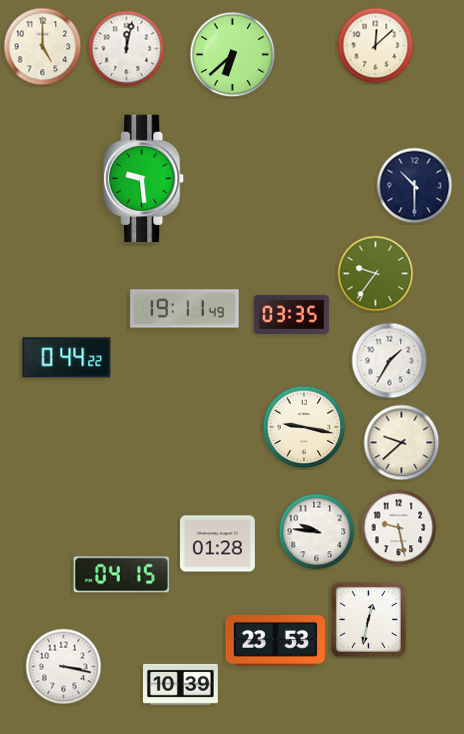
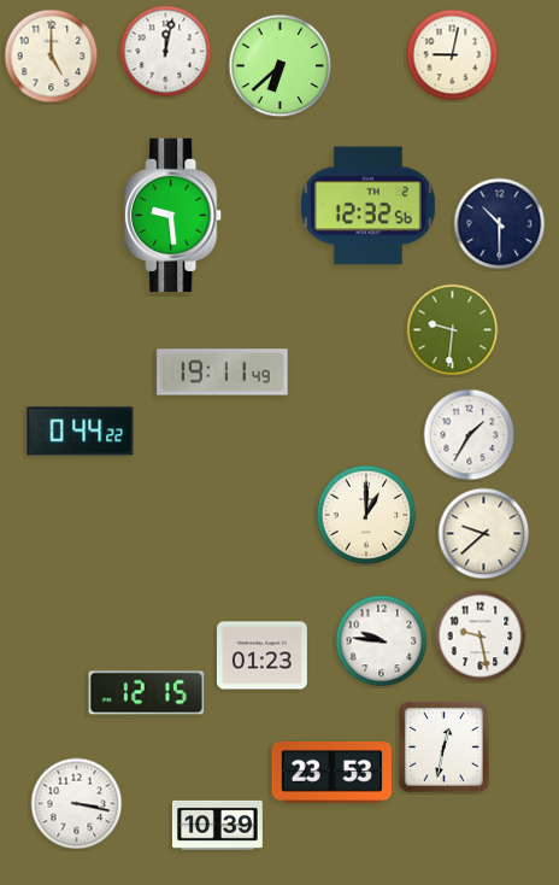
clock at (376, 46): 12:08 -> 9:02
clock at (127, 49) position: (127, 49) -> (166, 52)
clock at (367, 206): none -> 12:32
clock at (376, 274): 9:36 -> 9:31
clock at (291, 314): 03:35 -> none
clock at (304, 427): 9:17 -> 1:00
clock at (217, 544): 01:28 -> 01:23
clock at (122, 575): 04:15 -> 12:15
